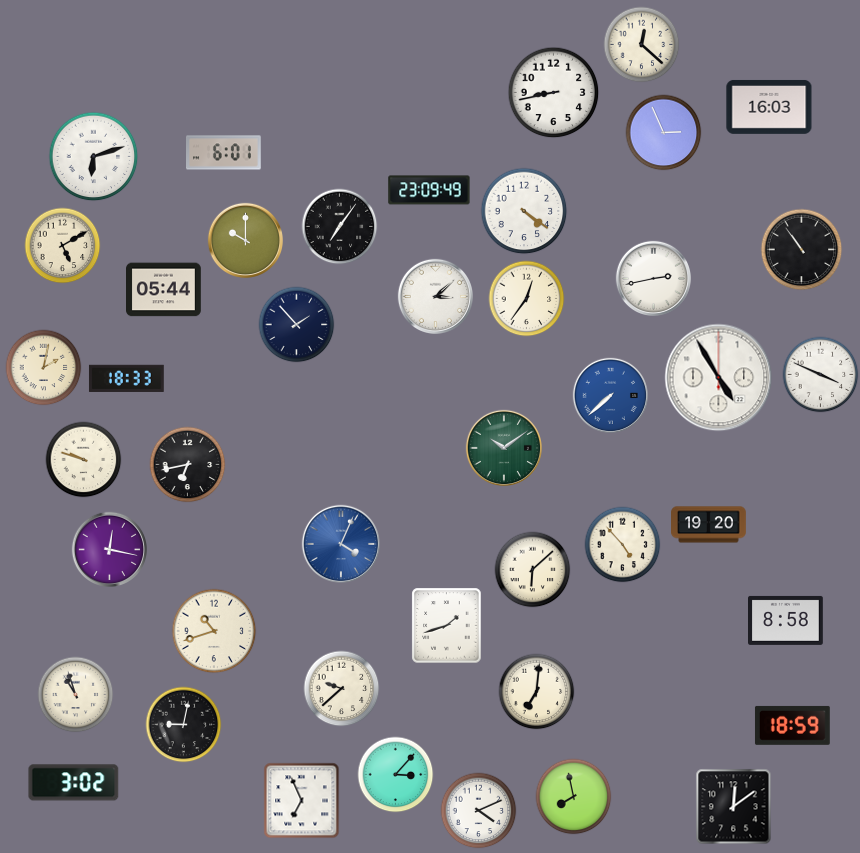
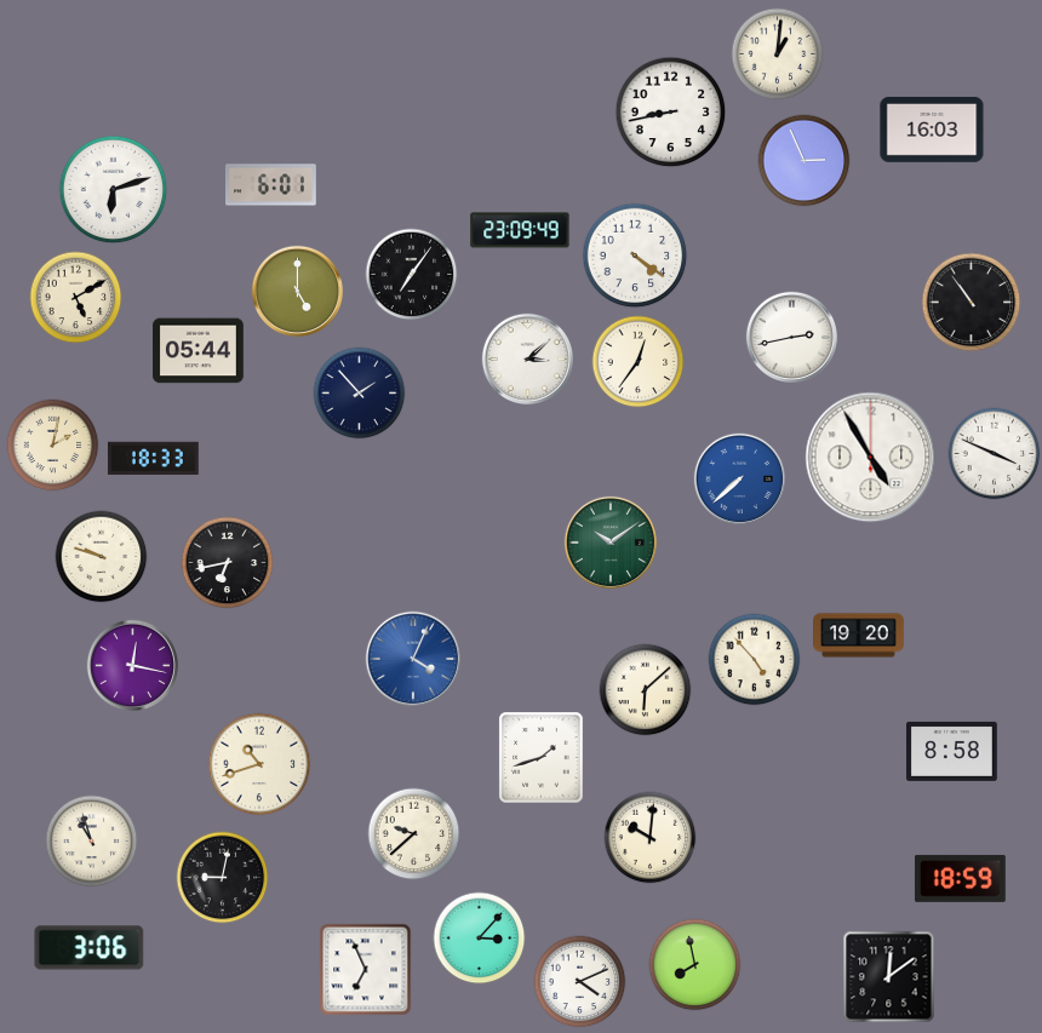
clock at (642, 45): 12:22 -> 1:01
clock at (245, 240): 10:00 -> 5:00
clock at (537, 692): 7:01 -> 10:01
clock at (74, 783): 3:02 -> 3:06
